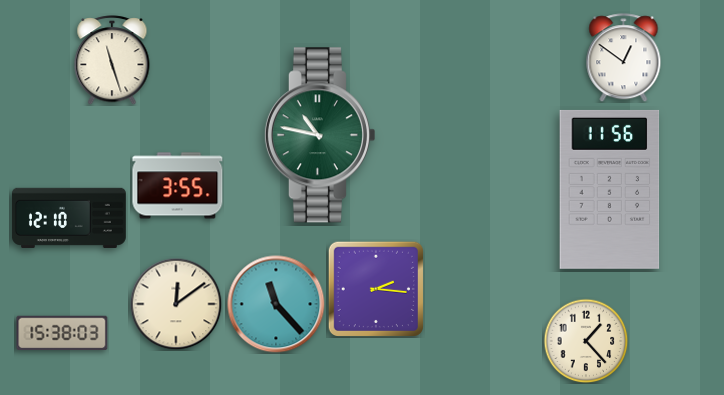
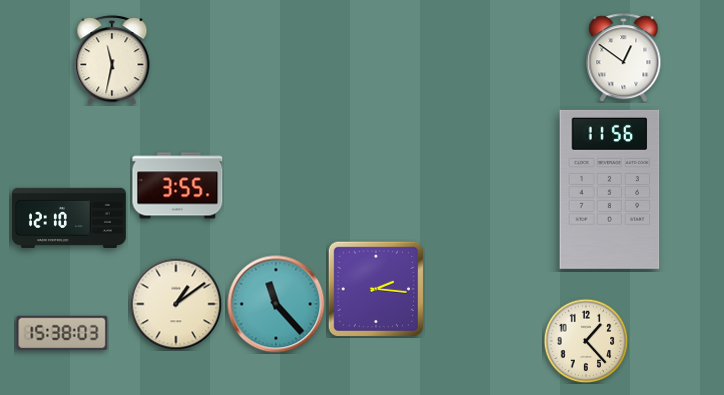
clock at (112, 60): 11:27 -> 11:32
clock at (319, 135): 10:47 -> none
clock at (176, 304): 12:09 -> 1:09
